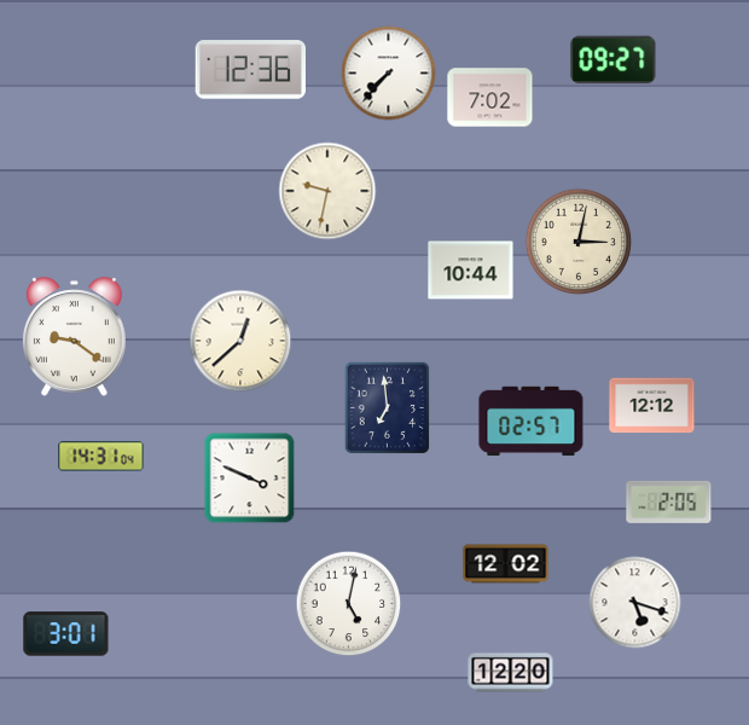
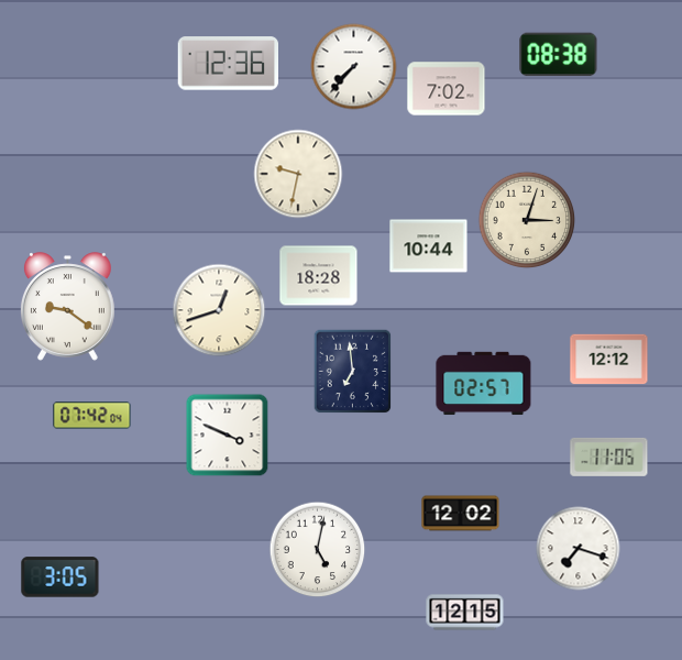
clock at (614, 60): 09:27 -> 08:38
clock at (579, 242): 3:02 -> 3:03
clock at (319, 276): none -> 18:28
clock at (240, 341): 12:38 -> 12:42
clock at (652, 406) position: (652, 406) -> (609, 360)
clock at (101, 457): 14:31 -> 07:42
clock at (669, 501): 2:05 -> 11:05
clock at (635, 603): 5:18 -> 7:18
clock at (66, 634): 3:01 -> 3:05
clock at (511, 673): 12:20 -> 12:15
